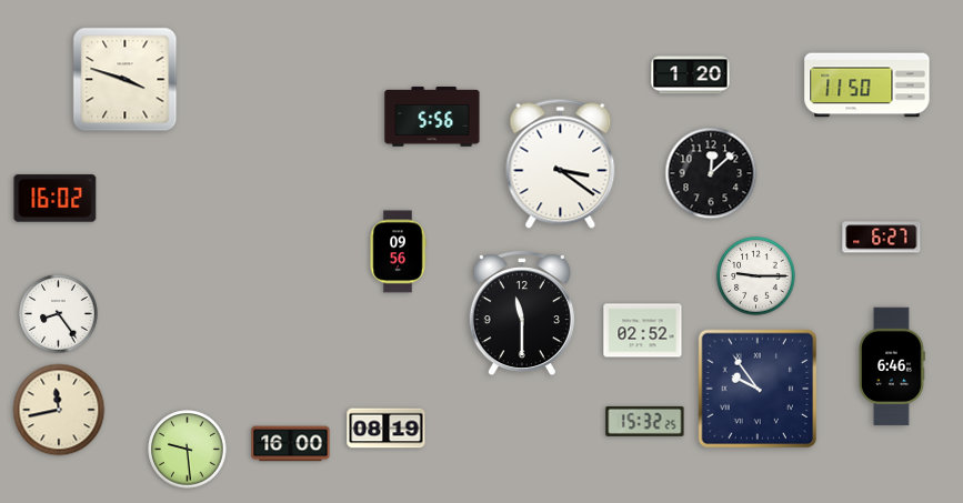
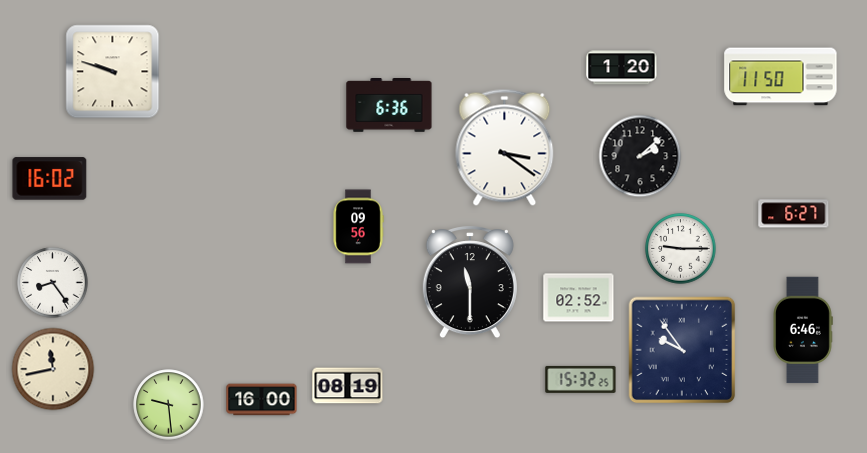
clock at (126, 80): 3:48 -> 9:48
clock at (432, 118): 5:56 -> 6:36
clock at (711, 173): 12:08 -> 2:08
